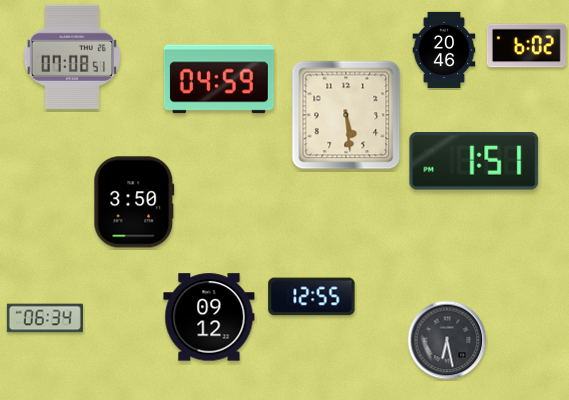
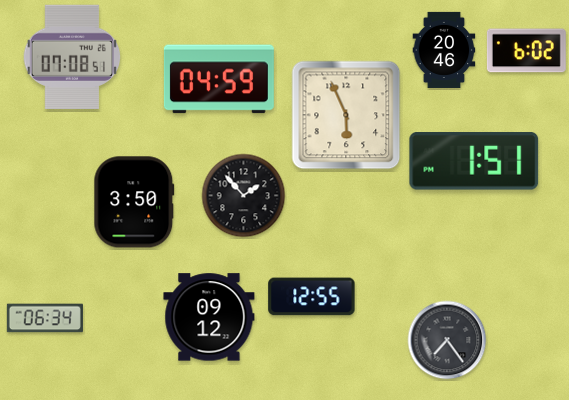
clock at (526, 46) position: (526, 46) -> (526, 51)
clock at (346, 115): 5:29 -> 5:56
clock at (244, 196): none -> 1:53
clock at (447, 340): 6:28 -> 7:24
